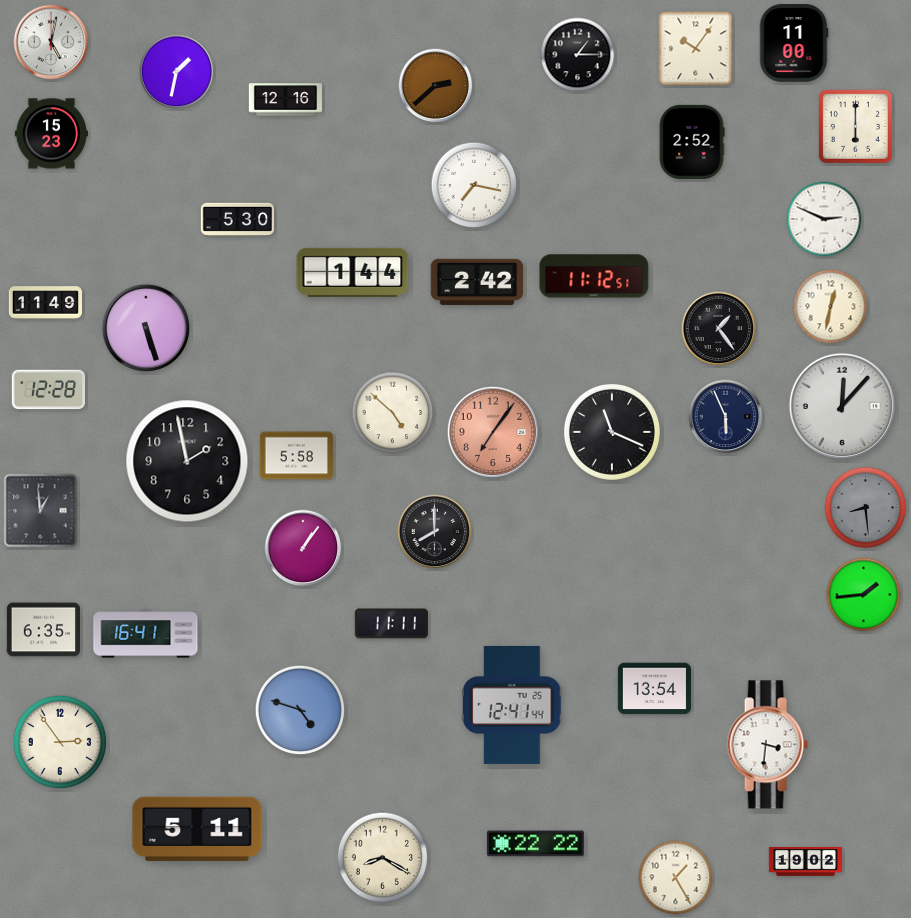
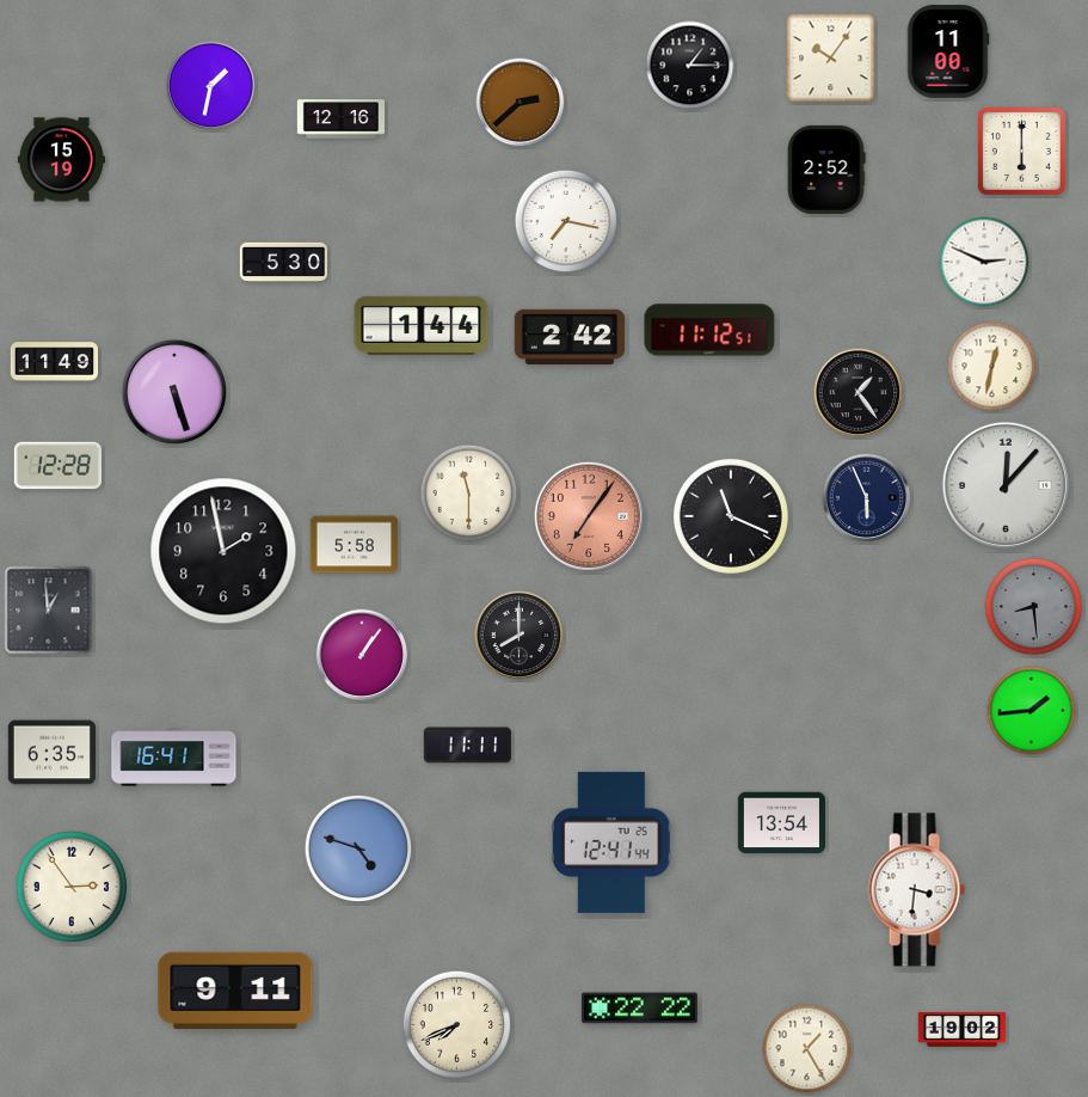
clock at (51, 42): 5:02 -> none
clock at (51, 134): 15:23 -> 15:19
clock at (393, 413): 4:52 -> 11:30
clock at (197, 829): 5:11 -> 9:11
clock at (382, 857): 8:20 -> 7:41
